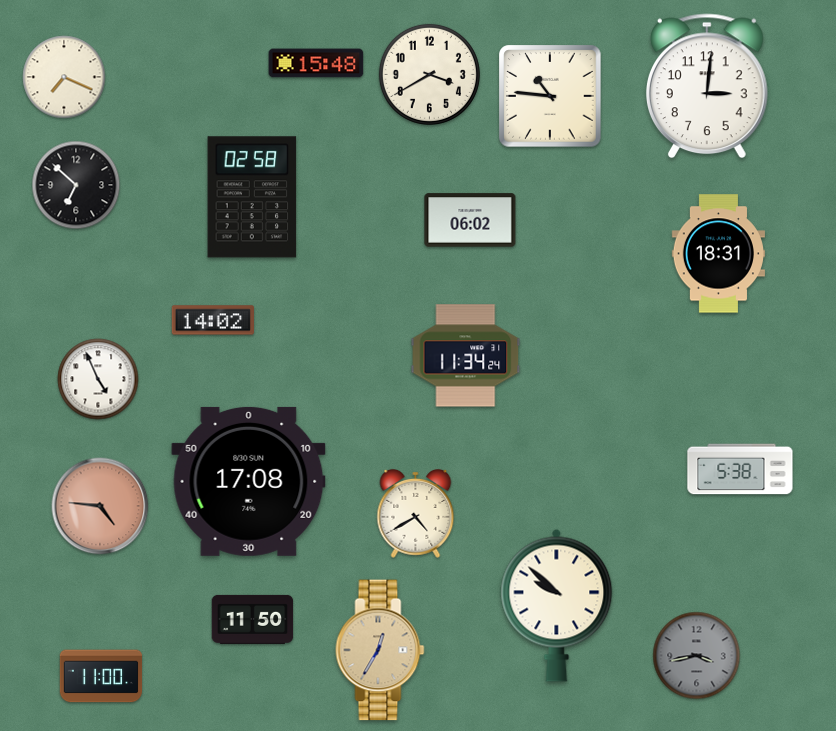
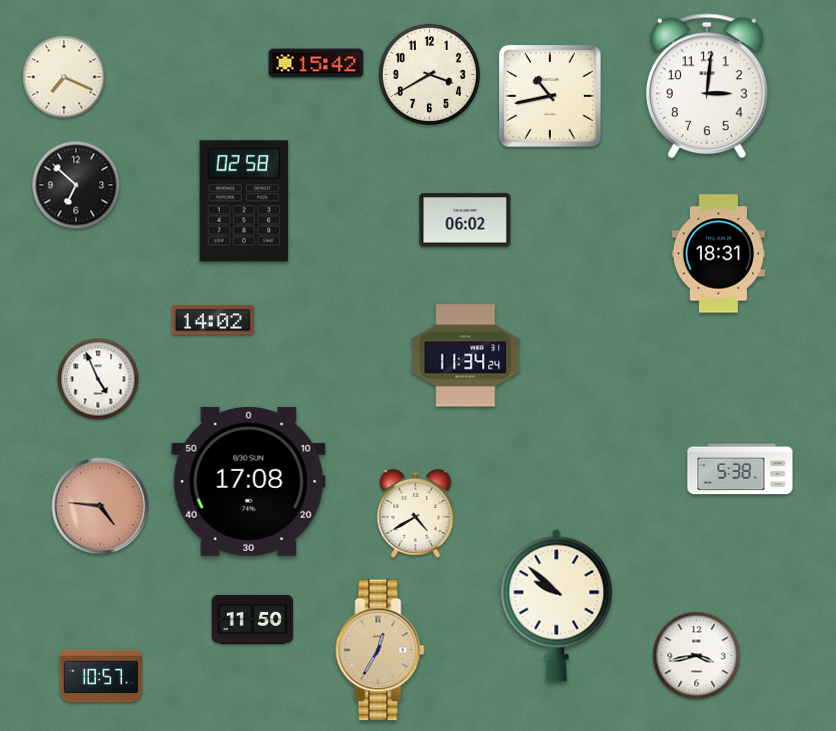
clock at (316, 63): 15:48 -> 15:42
clock at (550, 96): 10:46 -> 10:43
clock at (252, 197) position: (252, 197) -> (244, 201)
clock at (470, 220) position: (470, 220) -> (465, 220)
clock at (697, 656) dial: grey -> white
clock at (101, 676): 11:00 -> 10:57
